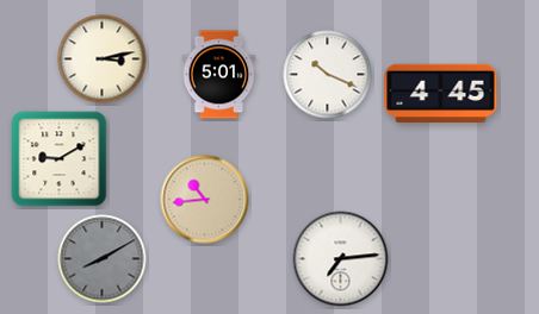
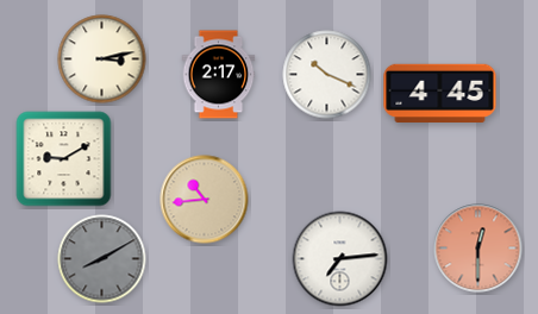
clock at (219, 75): 5:01 -> 2:17
clock at (60, 159) position: (60, 159) -> (64, 159)
clock at (478, 249): none -> 12:30
